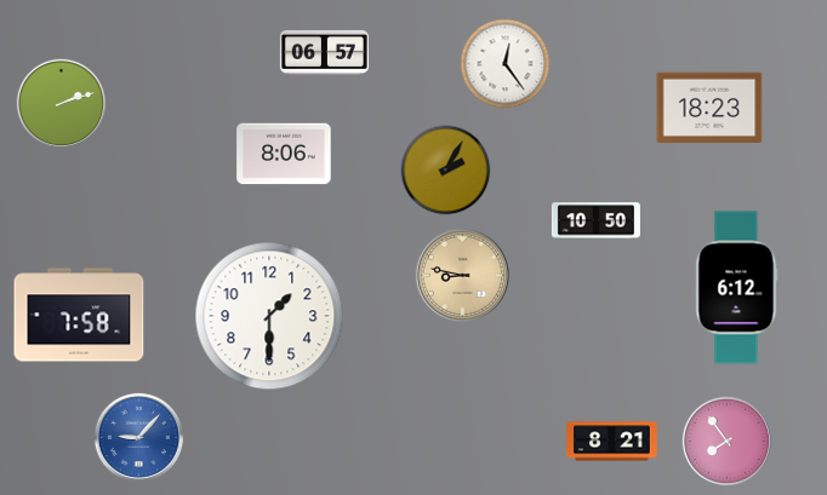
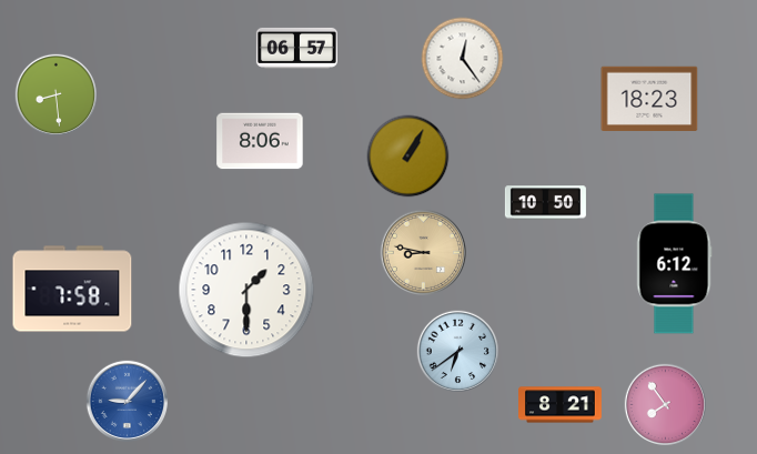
clock at (61, 103): 2:12 -> 8:29
clock at (446, 171): 2:05 -> 1:05
clock at (457, 351): none -> 6:39
